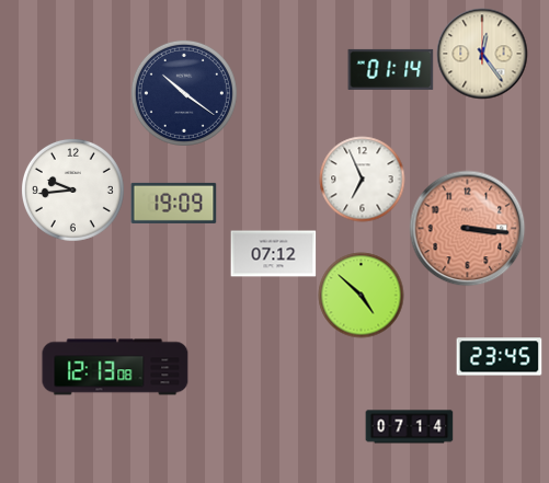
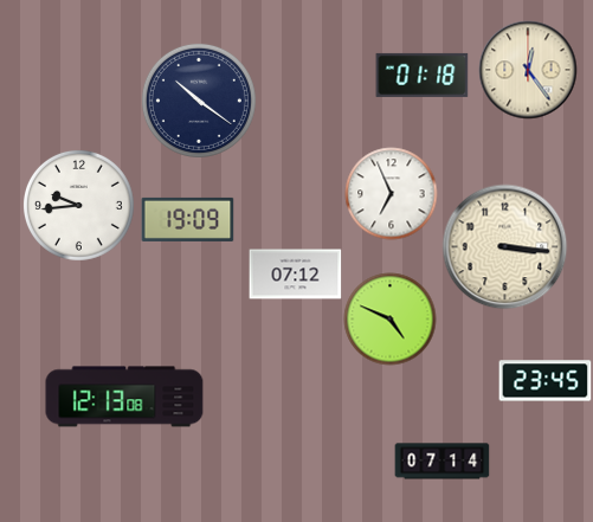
clock at (482, 54) position: (482, 54) -> (528, 70)
clock at (390, 69): 01:14 -> 01:18
clock at (467, 228) dial: salmon -> cream
clock at (361, 295): 4:52 -> 4:49
clock at (499, 357) position: (499, 357) -> (544, 381)
